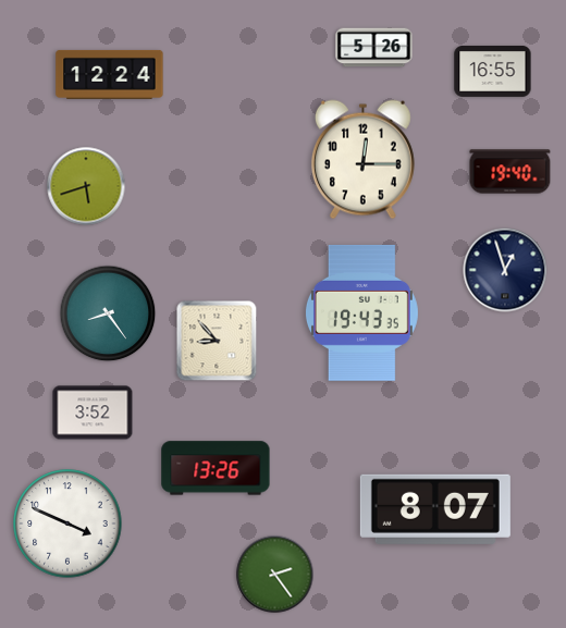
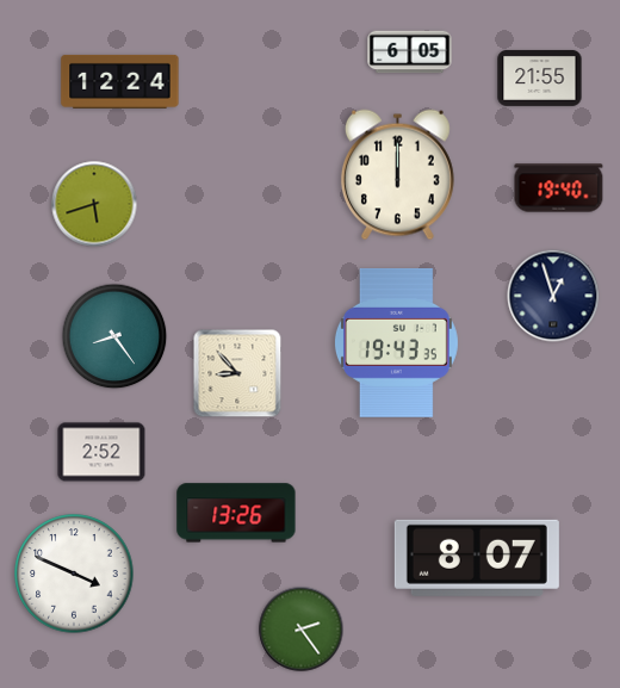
clock at (374, 48): 5:26 -> 6:05
clock at (493, 71): 16:55 -> 21:55
clock at (362, 160): 12:15 -> 12:00
clock at (108, 313) position: (108, 313) -> (114, 336)
clock at (93, 412): 3:52 -> 2:52
